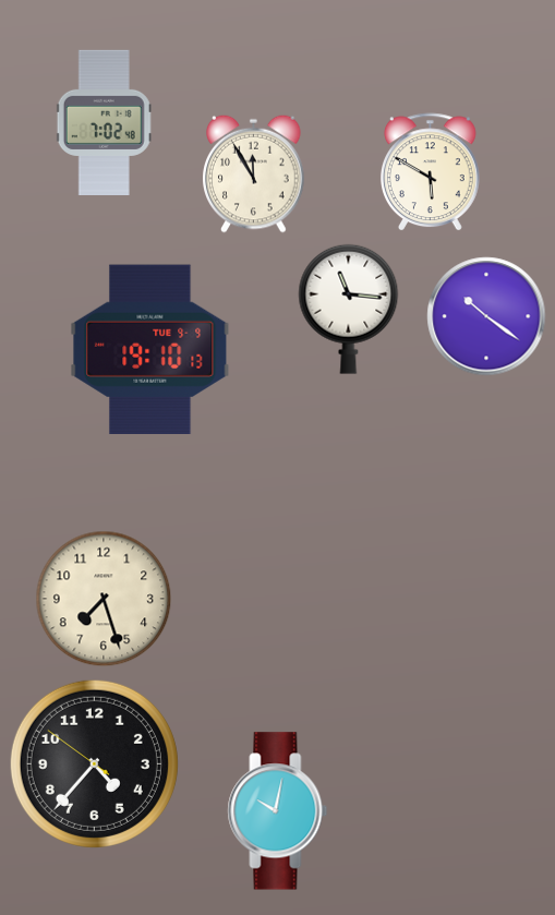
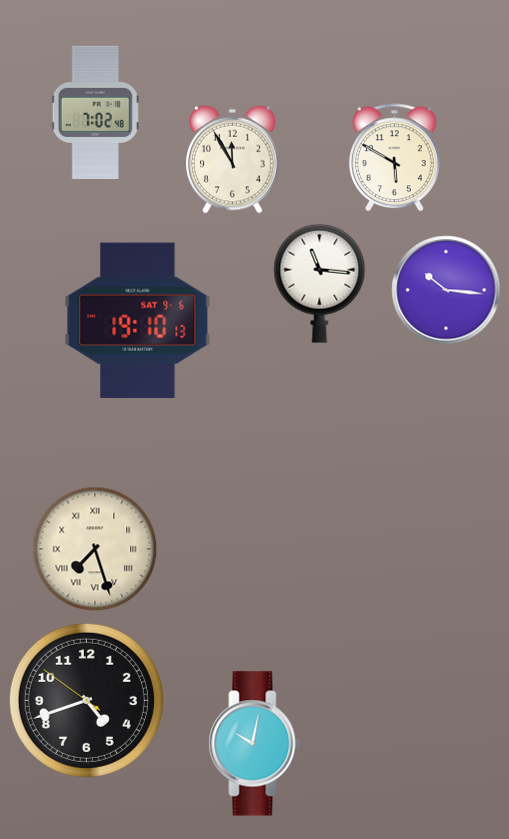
clock at (486, 316): 10:21 -> 10:16
clock at (150, 349) date: TUE 9-9 -> SAT 9-6
clock at (104, 599) numerals: Arabic -> Roman
clock at (94, 763): 4:36 -> 4:41
